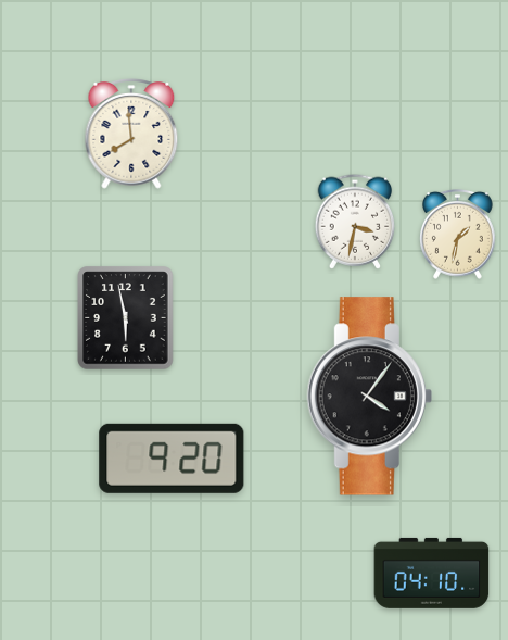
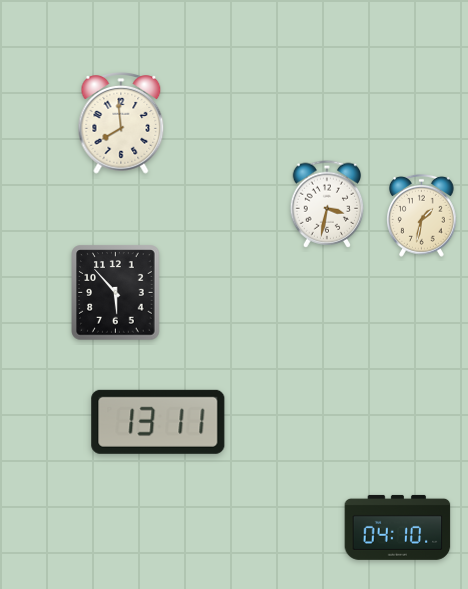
clock at (126, 318): 5:58 -> 5:53
clock at (369, 397): 4:06 -> none
clock at (172, 459): 9:20 -> 13:11
